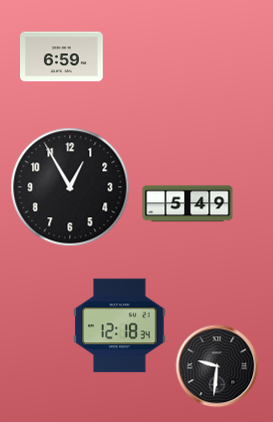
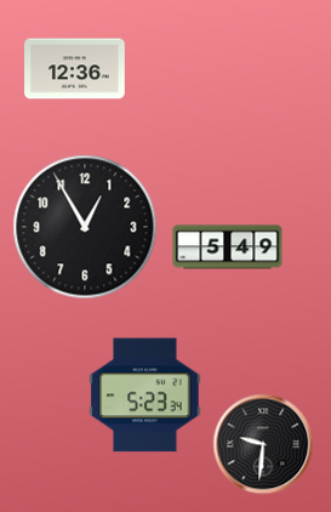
clock at (62, 57): 6:59 -> 12:36
clock at (120, 326): 12:18 -> 5:23
